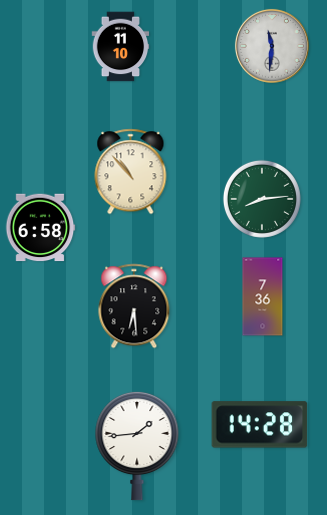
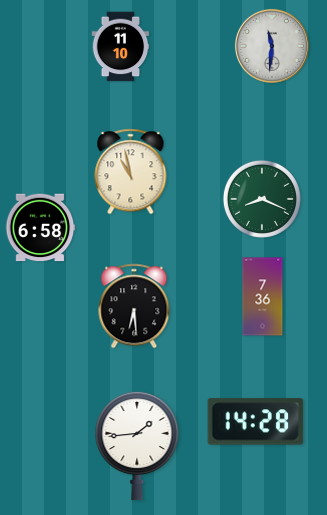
clock at (131, 172): 10:53 -> 10:58
clock at (262, 199): 8:14 -> 8:19
clock at (260, 425) position: (260, 425) -> (256, 422)
